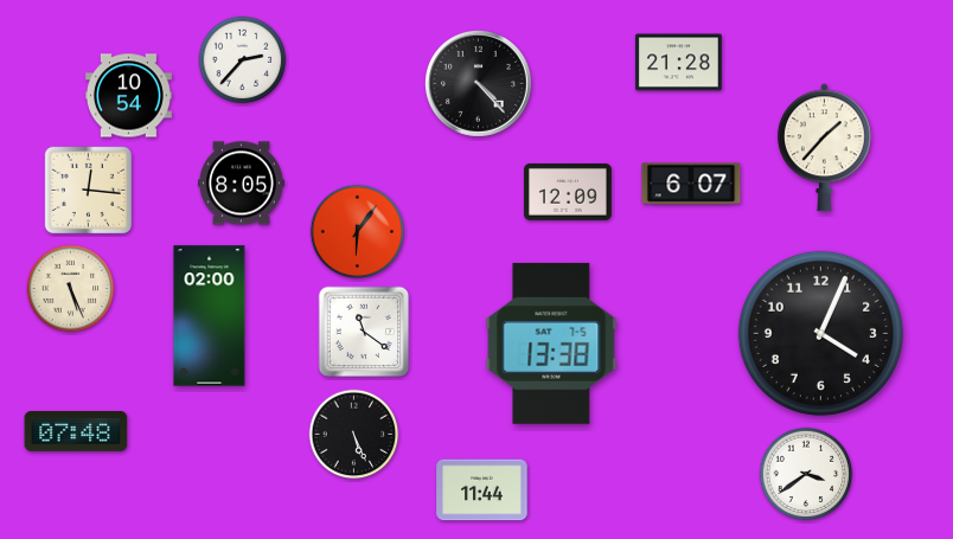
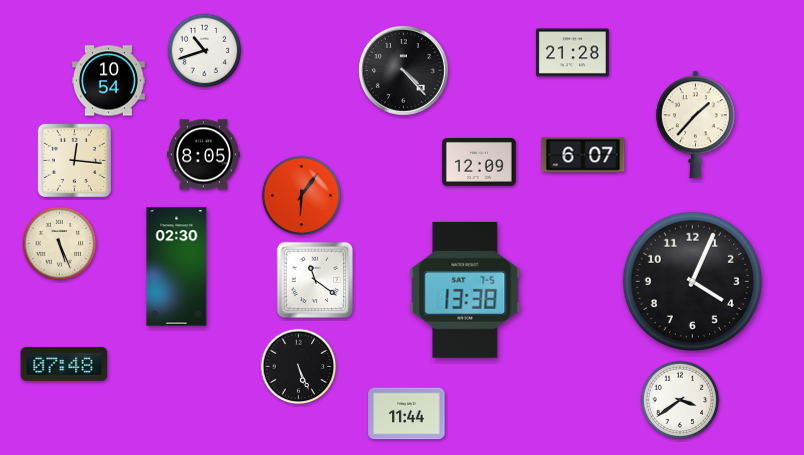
clock at (243, 60): 2:37 -> 10:42
clock at (210, 316): 02:00 -> 02:30
clock at (364, 332) position: (364, 332) -> (315, 280)
